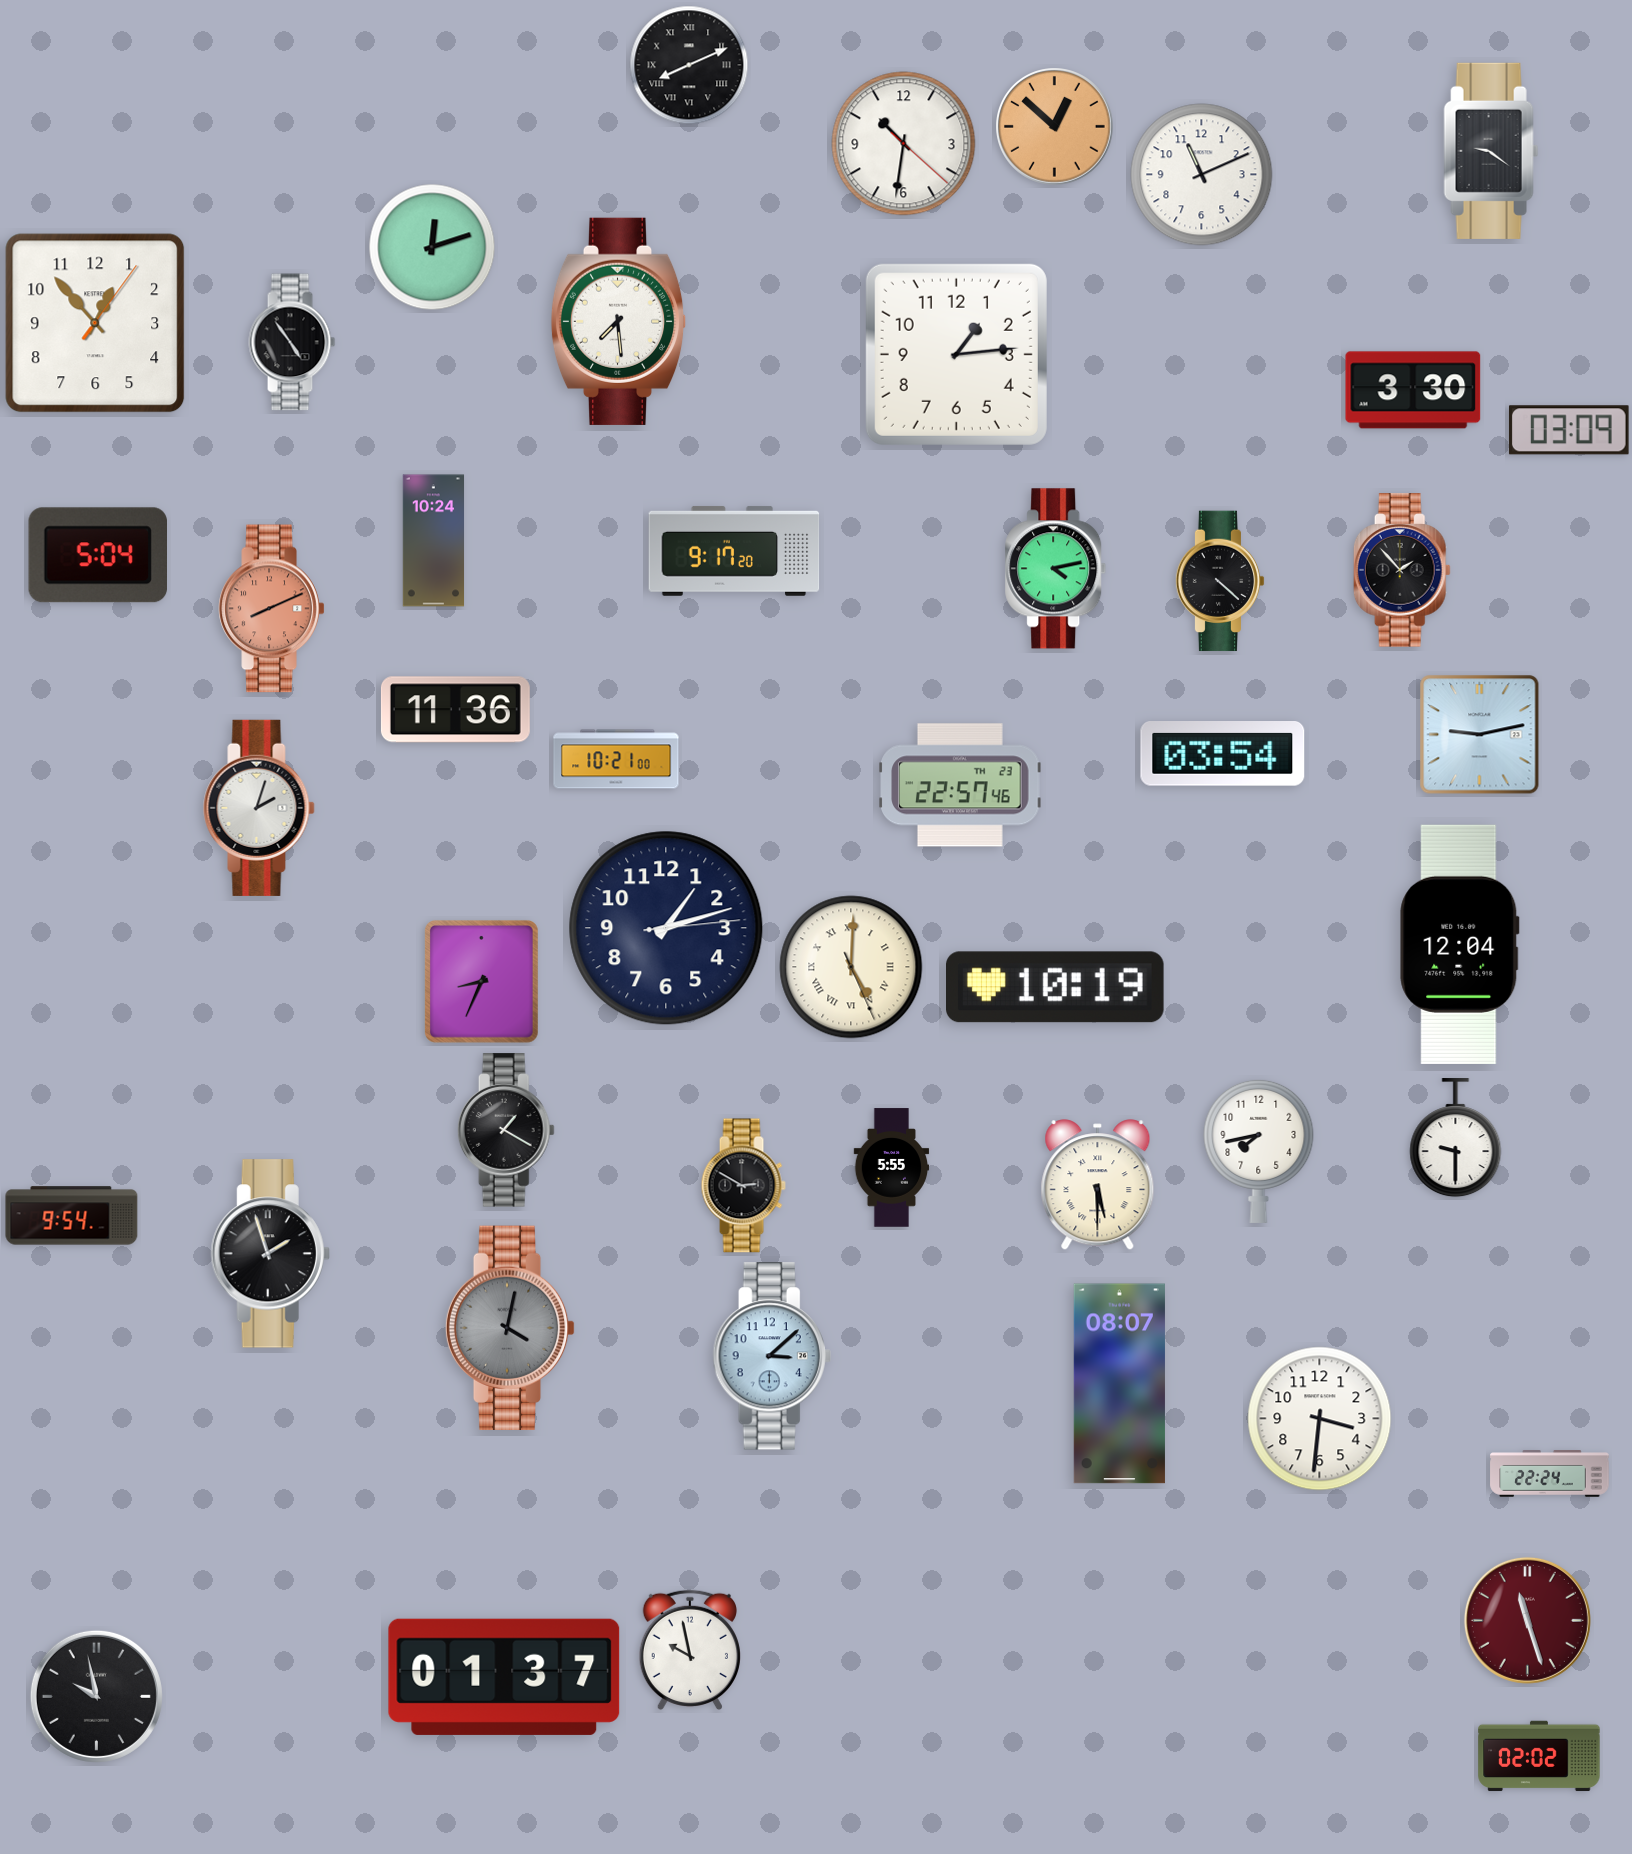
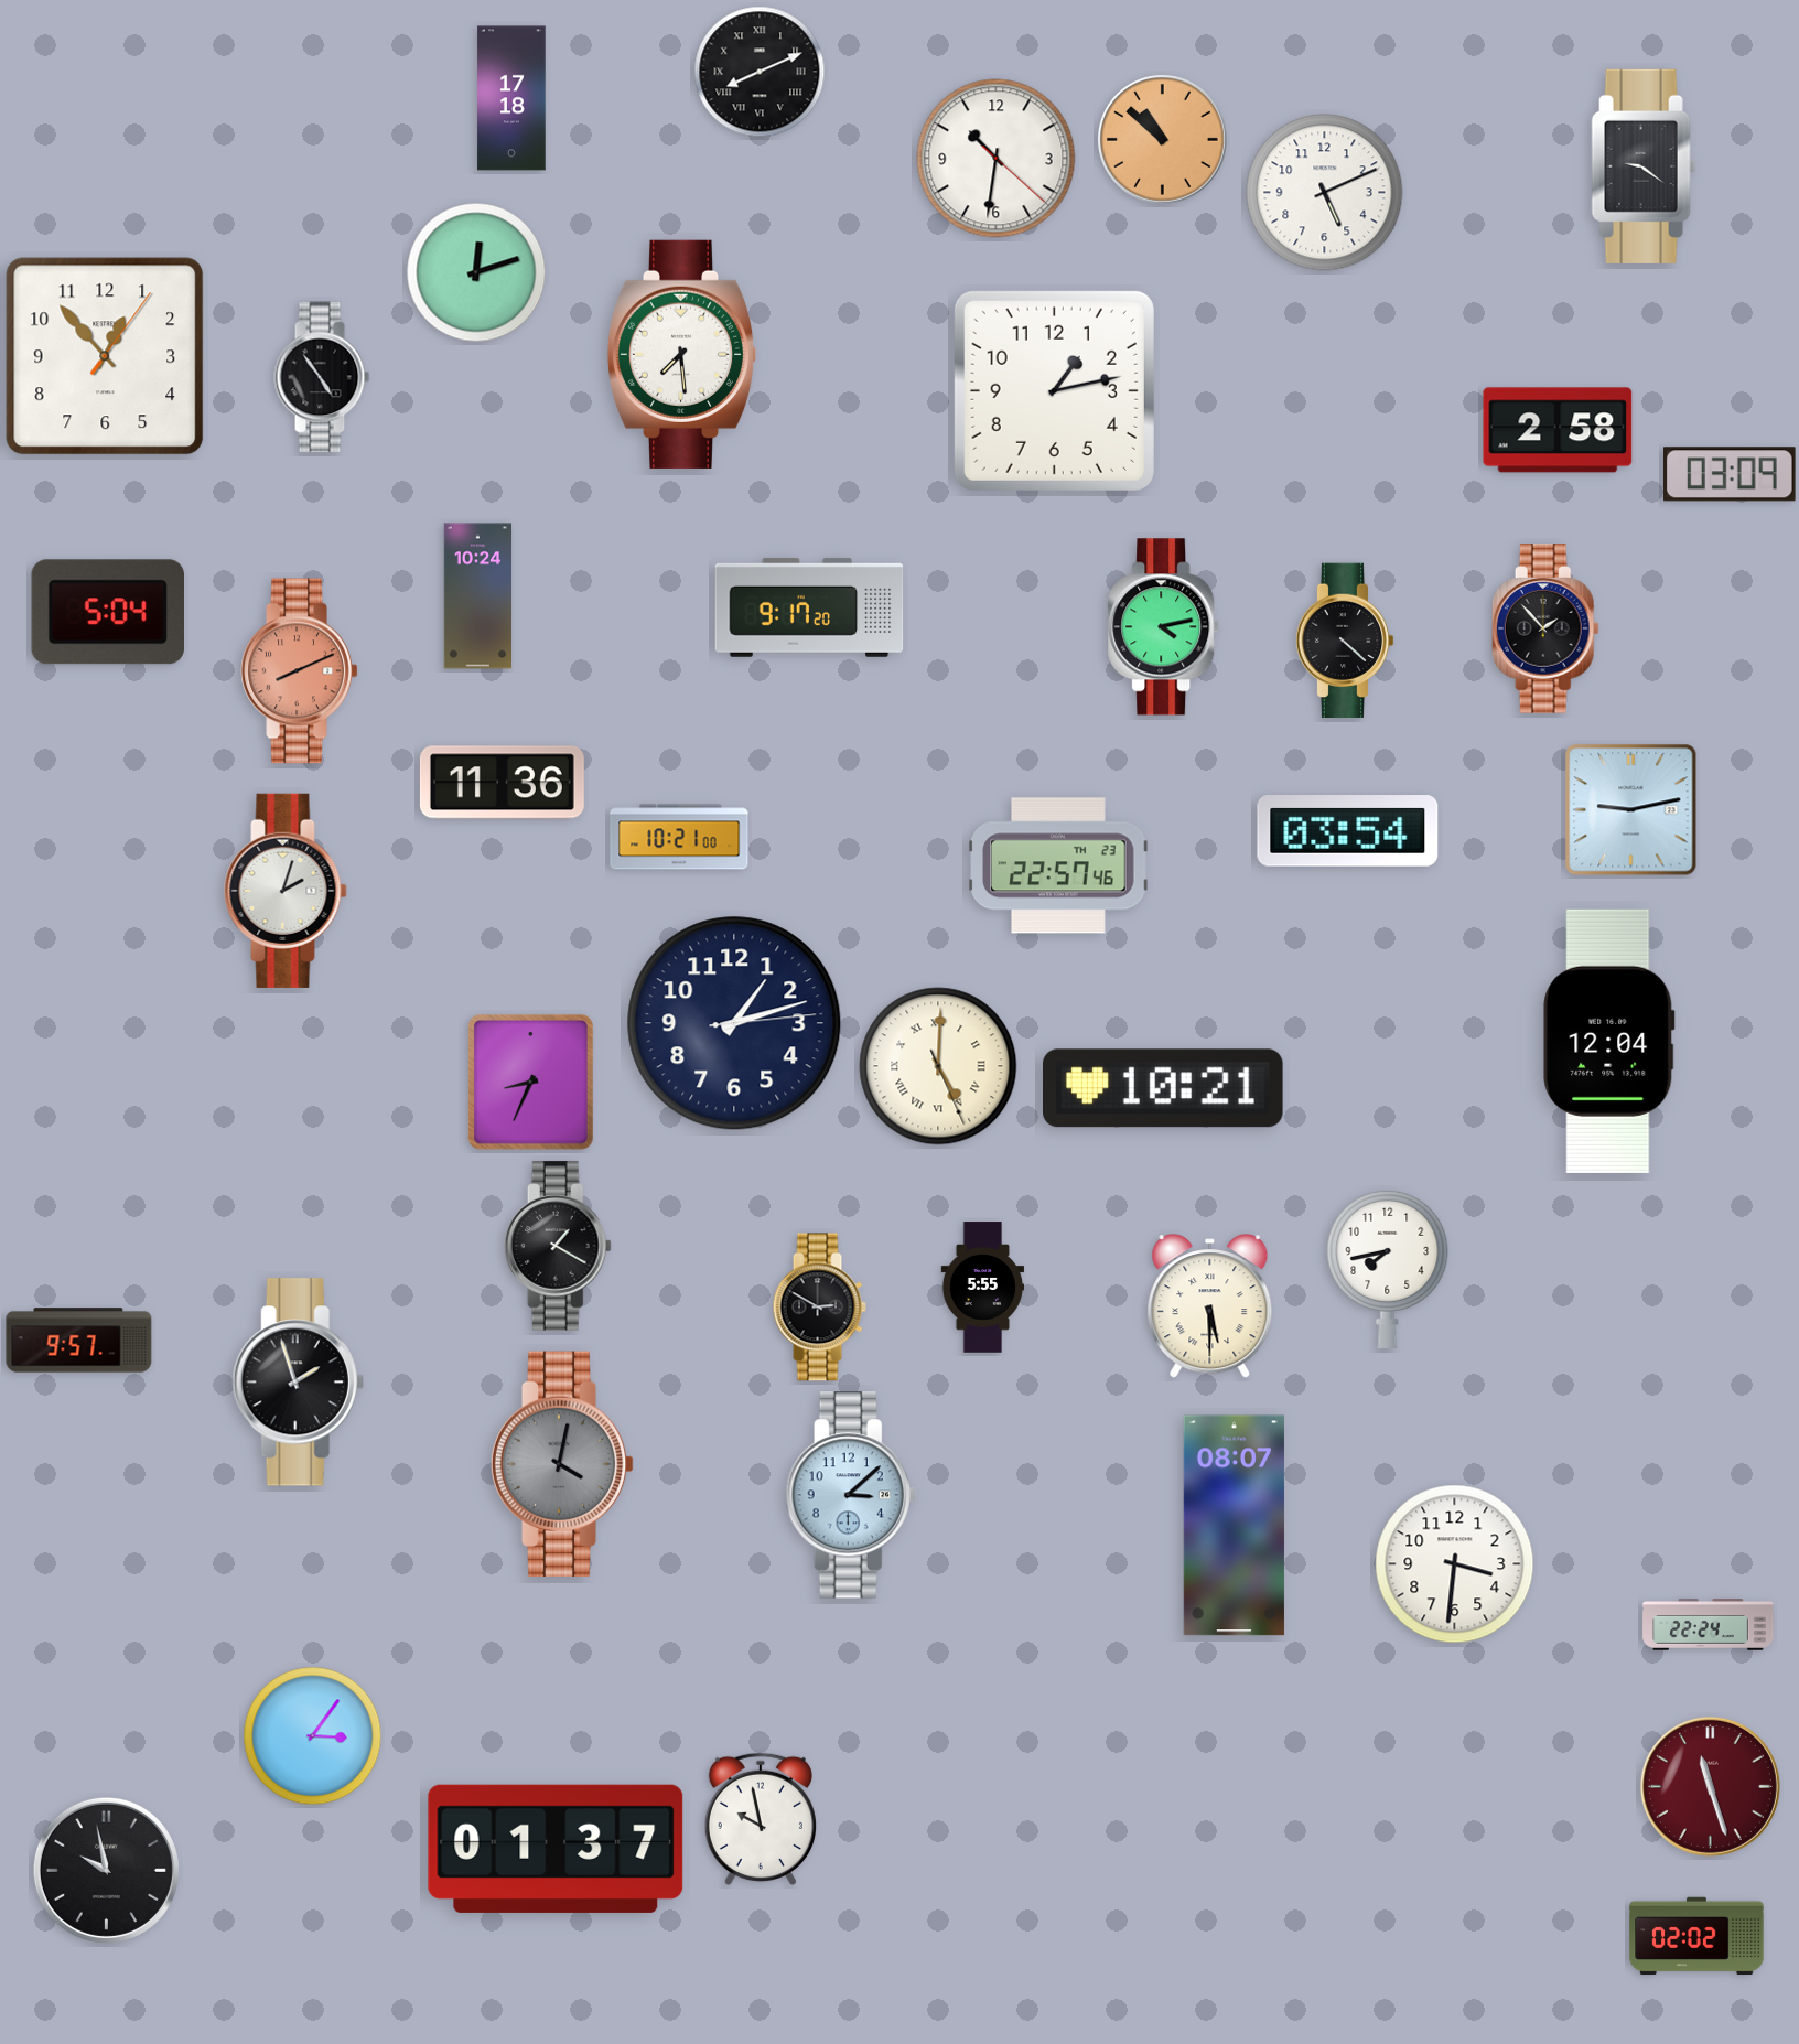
clock at (511, 98): none -> 17:18
clock at (1055, 127): 12:52 -> 10:52
clock at (1202, 175): 11:11 -> 5:11
clock at (956, 354): 1:14 -> 1:13
clock at (1413, 390): 3:30 -> 2:58
clock at (1056, 987): 10:19 -> 10:21
clock at (1456, 1138): 9:30 -> none
clock at (72, 1216): 9:54 -> 9:57
clock at (313, 1736): none -> 3:06
clock at (1527, 1620) position: (1527, 1620) -> (1710, 1786)
